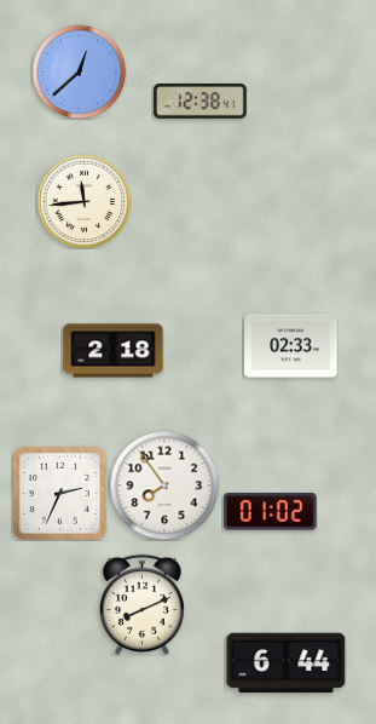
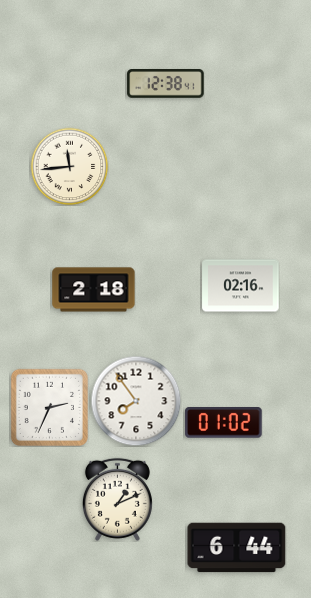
clock at (79, 71): 12:38 -> none
clock at (291, 346): 02:33 -> 02:16
clock at (141, 604): 8:11 -> 1:11
